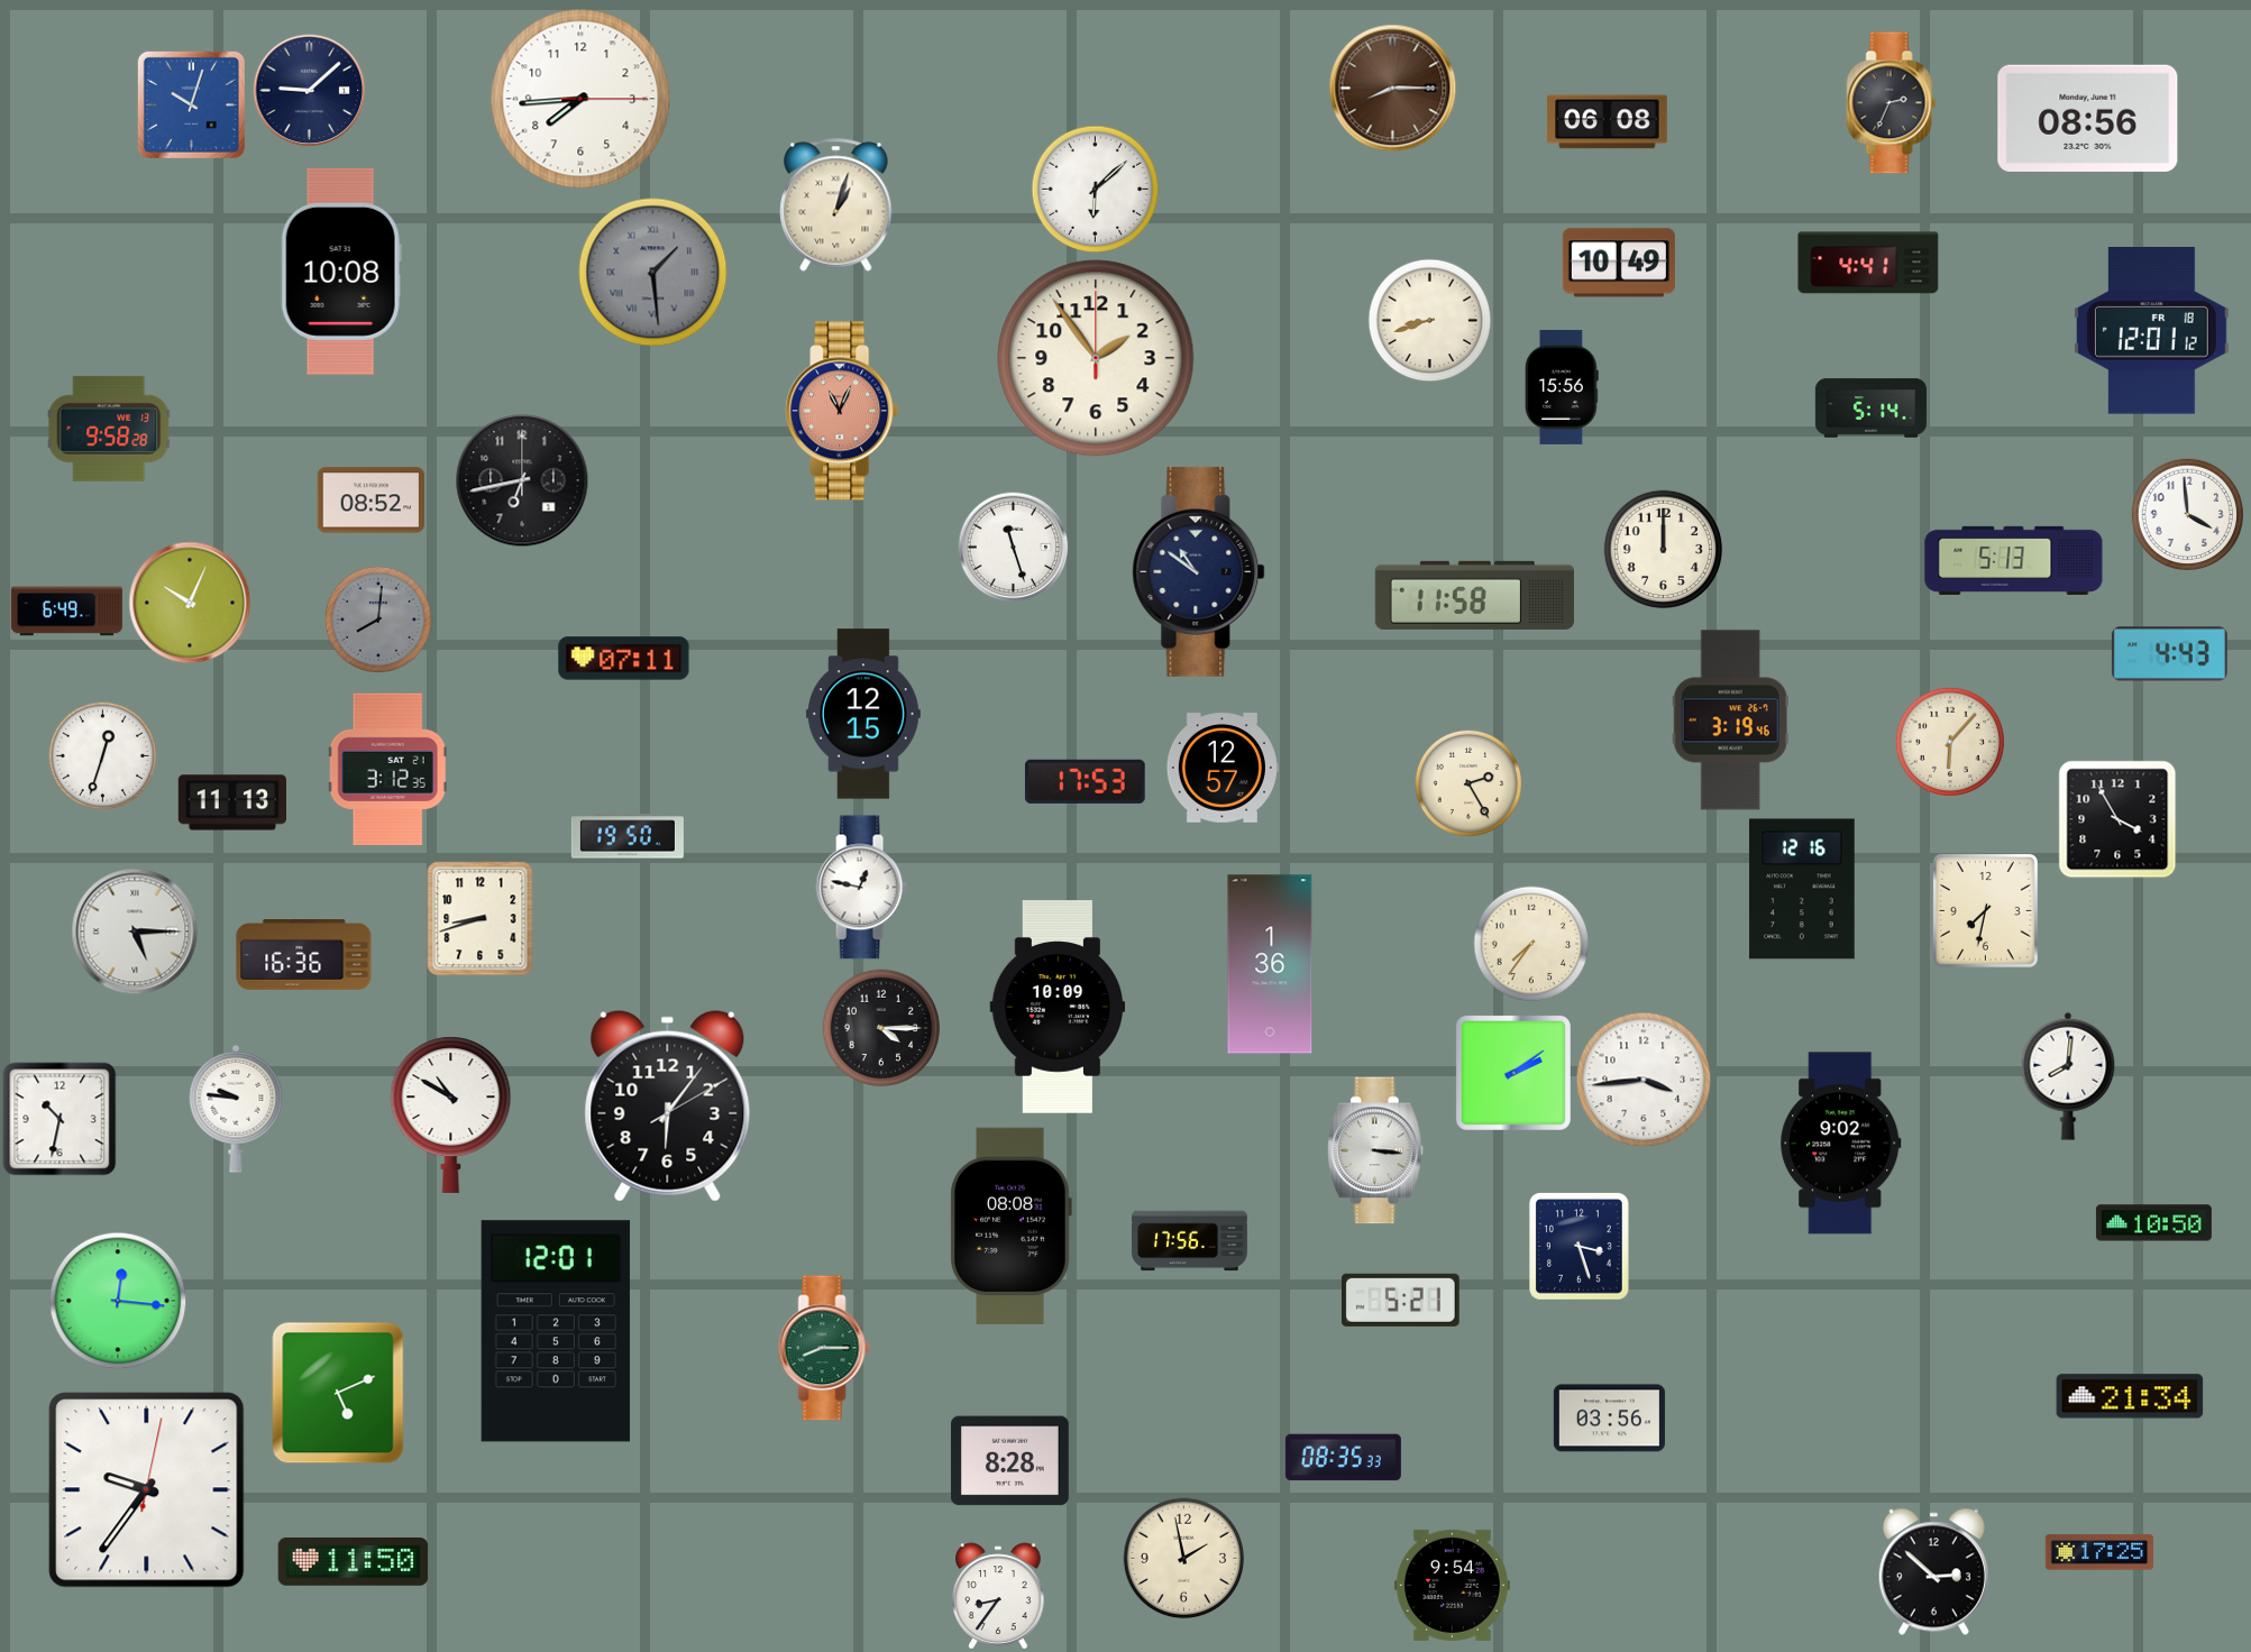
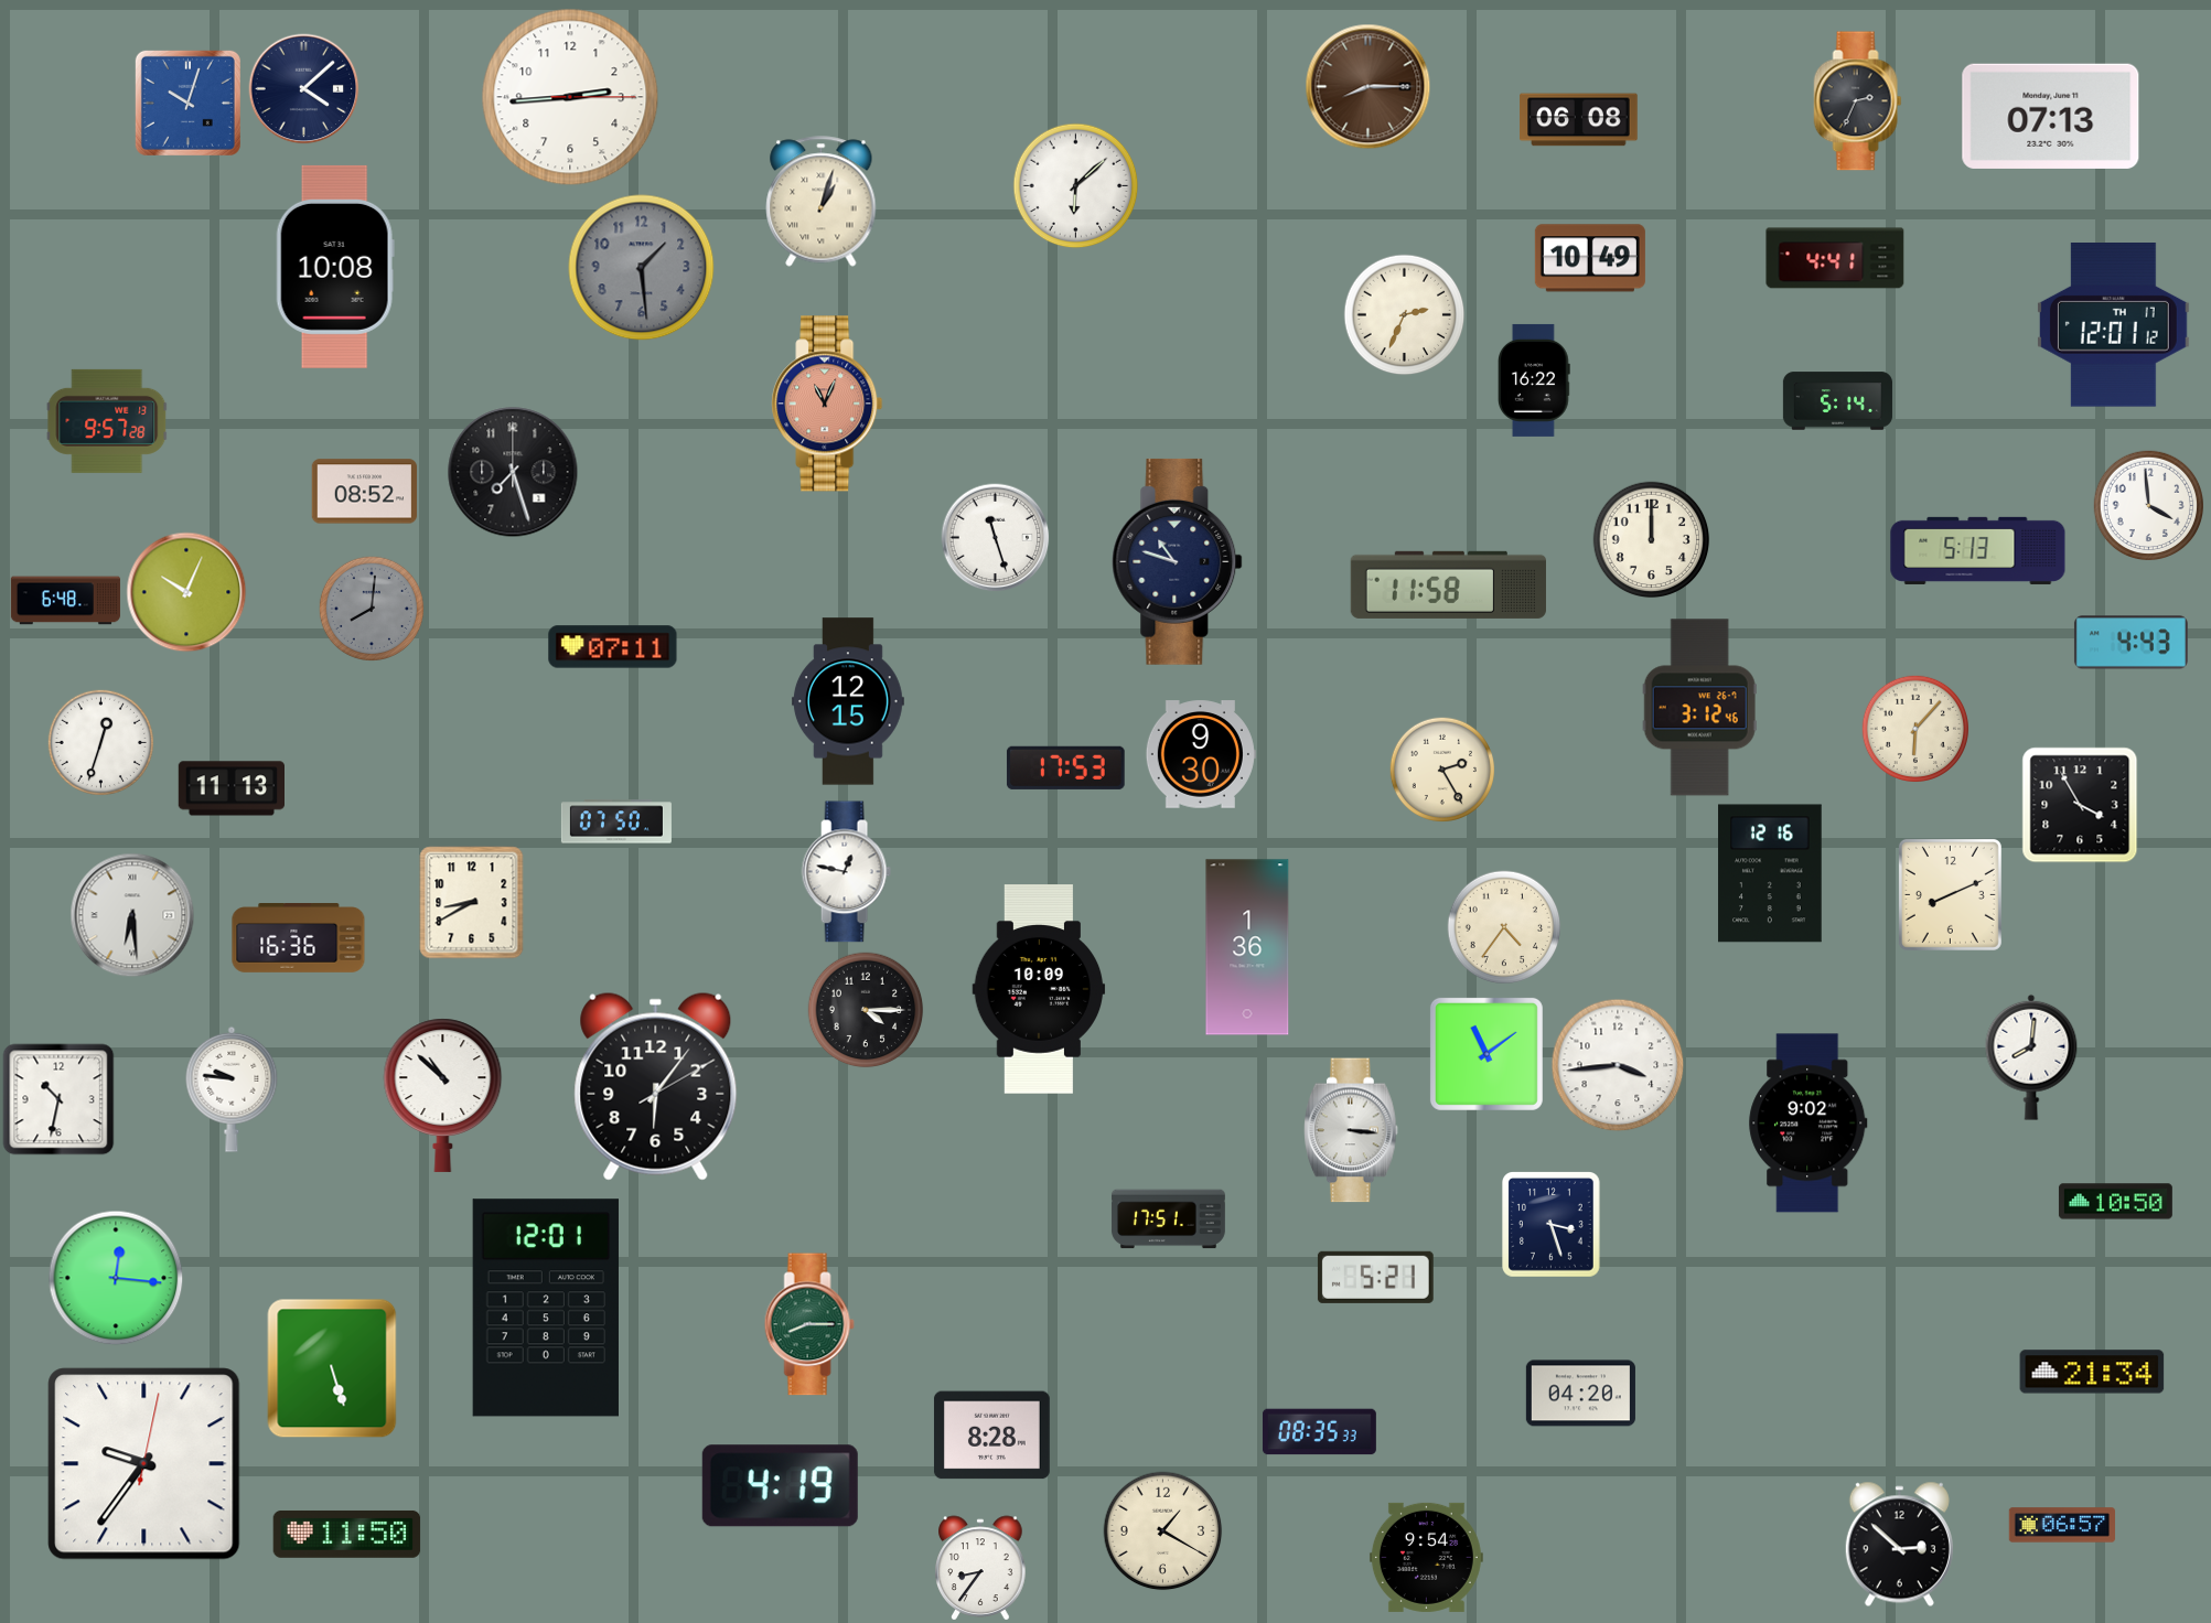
clock at (310, 91): 9:08 -> 4:08
clock at (580, 99): 7:44 -> 2:44
clock at (2088, 118): 08:56 -> 07:13
clock at (653, 273) numerals: Roman -> Arabic
clock at (1430, 321): 8:42 -> 2:34
clock at (2151, 331) date: FR 18 -> TH 17
clock at (1096, 358): 1:54 -> none
clock at (1562, 387): 15:56 -> 16:22
clock at (109, 429): 9:58 -> 9:57
clock at (522, 480): 6:43 -> 7:27
clock at (1664, 550) position: (1664, 550) -> (1652, 540)
clock at (1199, 571): 10:51 -> 10:48
clock at (66, 612): 6:49 -> 6:48
clock at (1730, 721): 3:19 -> 3:12
clock at (1223, 768): 12:57 -> 9:30
clock at (387, 769): 3:12 -> none
clock at (231, 802) position: (231, 802) -> (230, 788)
clock at (628, 836): 19:50 -> 07:50
clock at (1985, 910): 7:32 -> 8:11
clock at (481, 919): 8:42 -> 8:40
clock at (135, 931): 5:15 -> 6:29
clock at (1531, 944): 7:36 -> 4:36
clock at (1513, 1073): 2:09 -> 11:09
clock at (1644, 1080) position: (1644, 1080) -> (1618, 1065)
clock at (451, 1114): 10:50 -> 10:52
clock at (1010, 1226): 08:08 -> none
clock at (1189, 1241): 17:56 -> 17:51
clock at (338, 1393): 5:11 -> 5:27
clock at (1609, 1419): 03:56 -> 04:20
clock at (780, 1486): none -> 4:19
clock at (2099, 1552): 17:25 -> 06:57
clock at (1184, 1559): 1:58 -> 1:20
